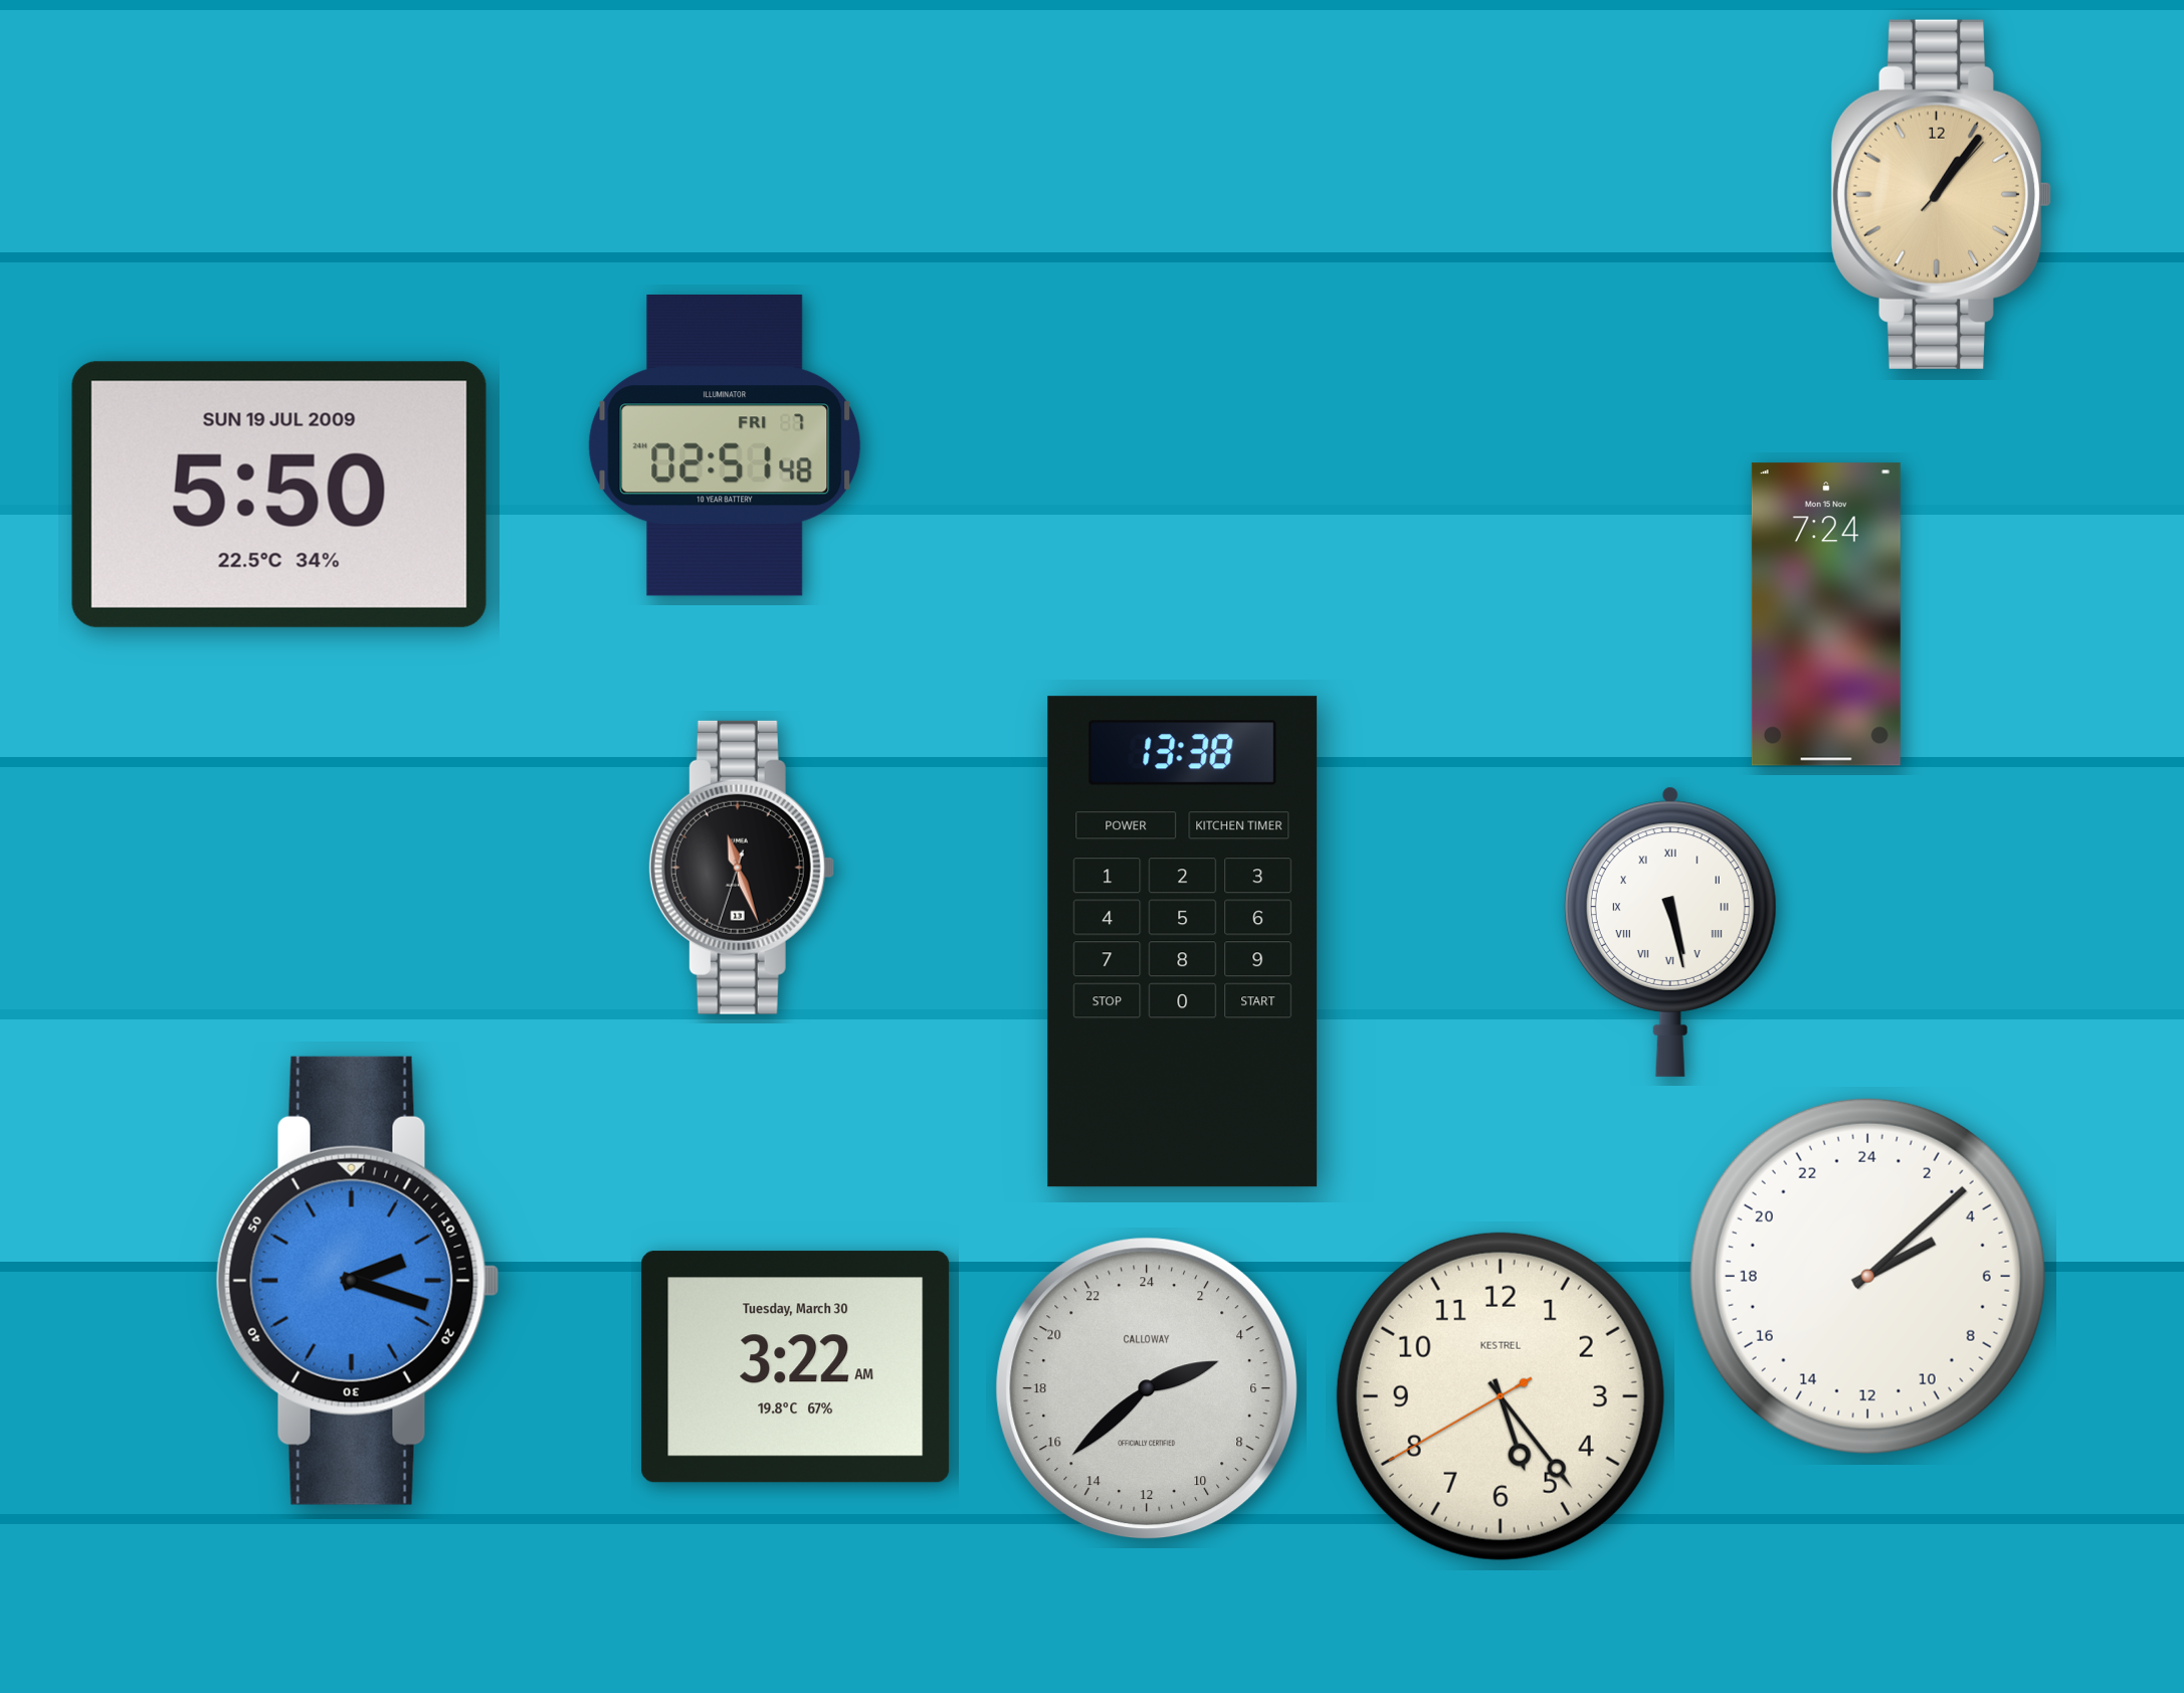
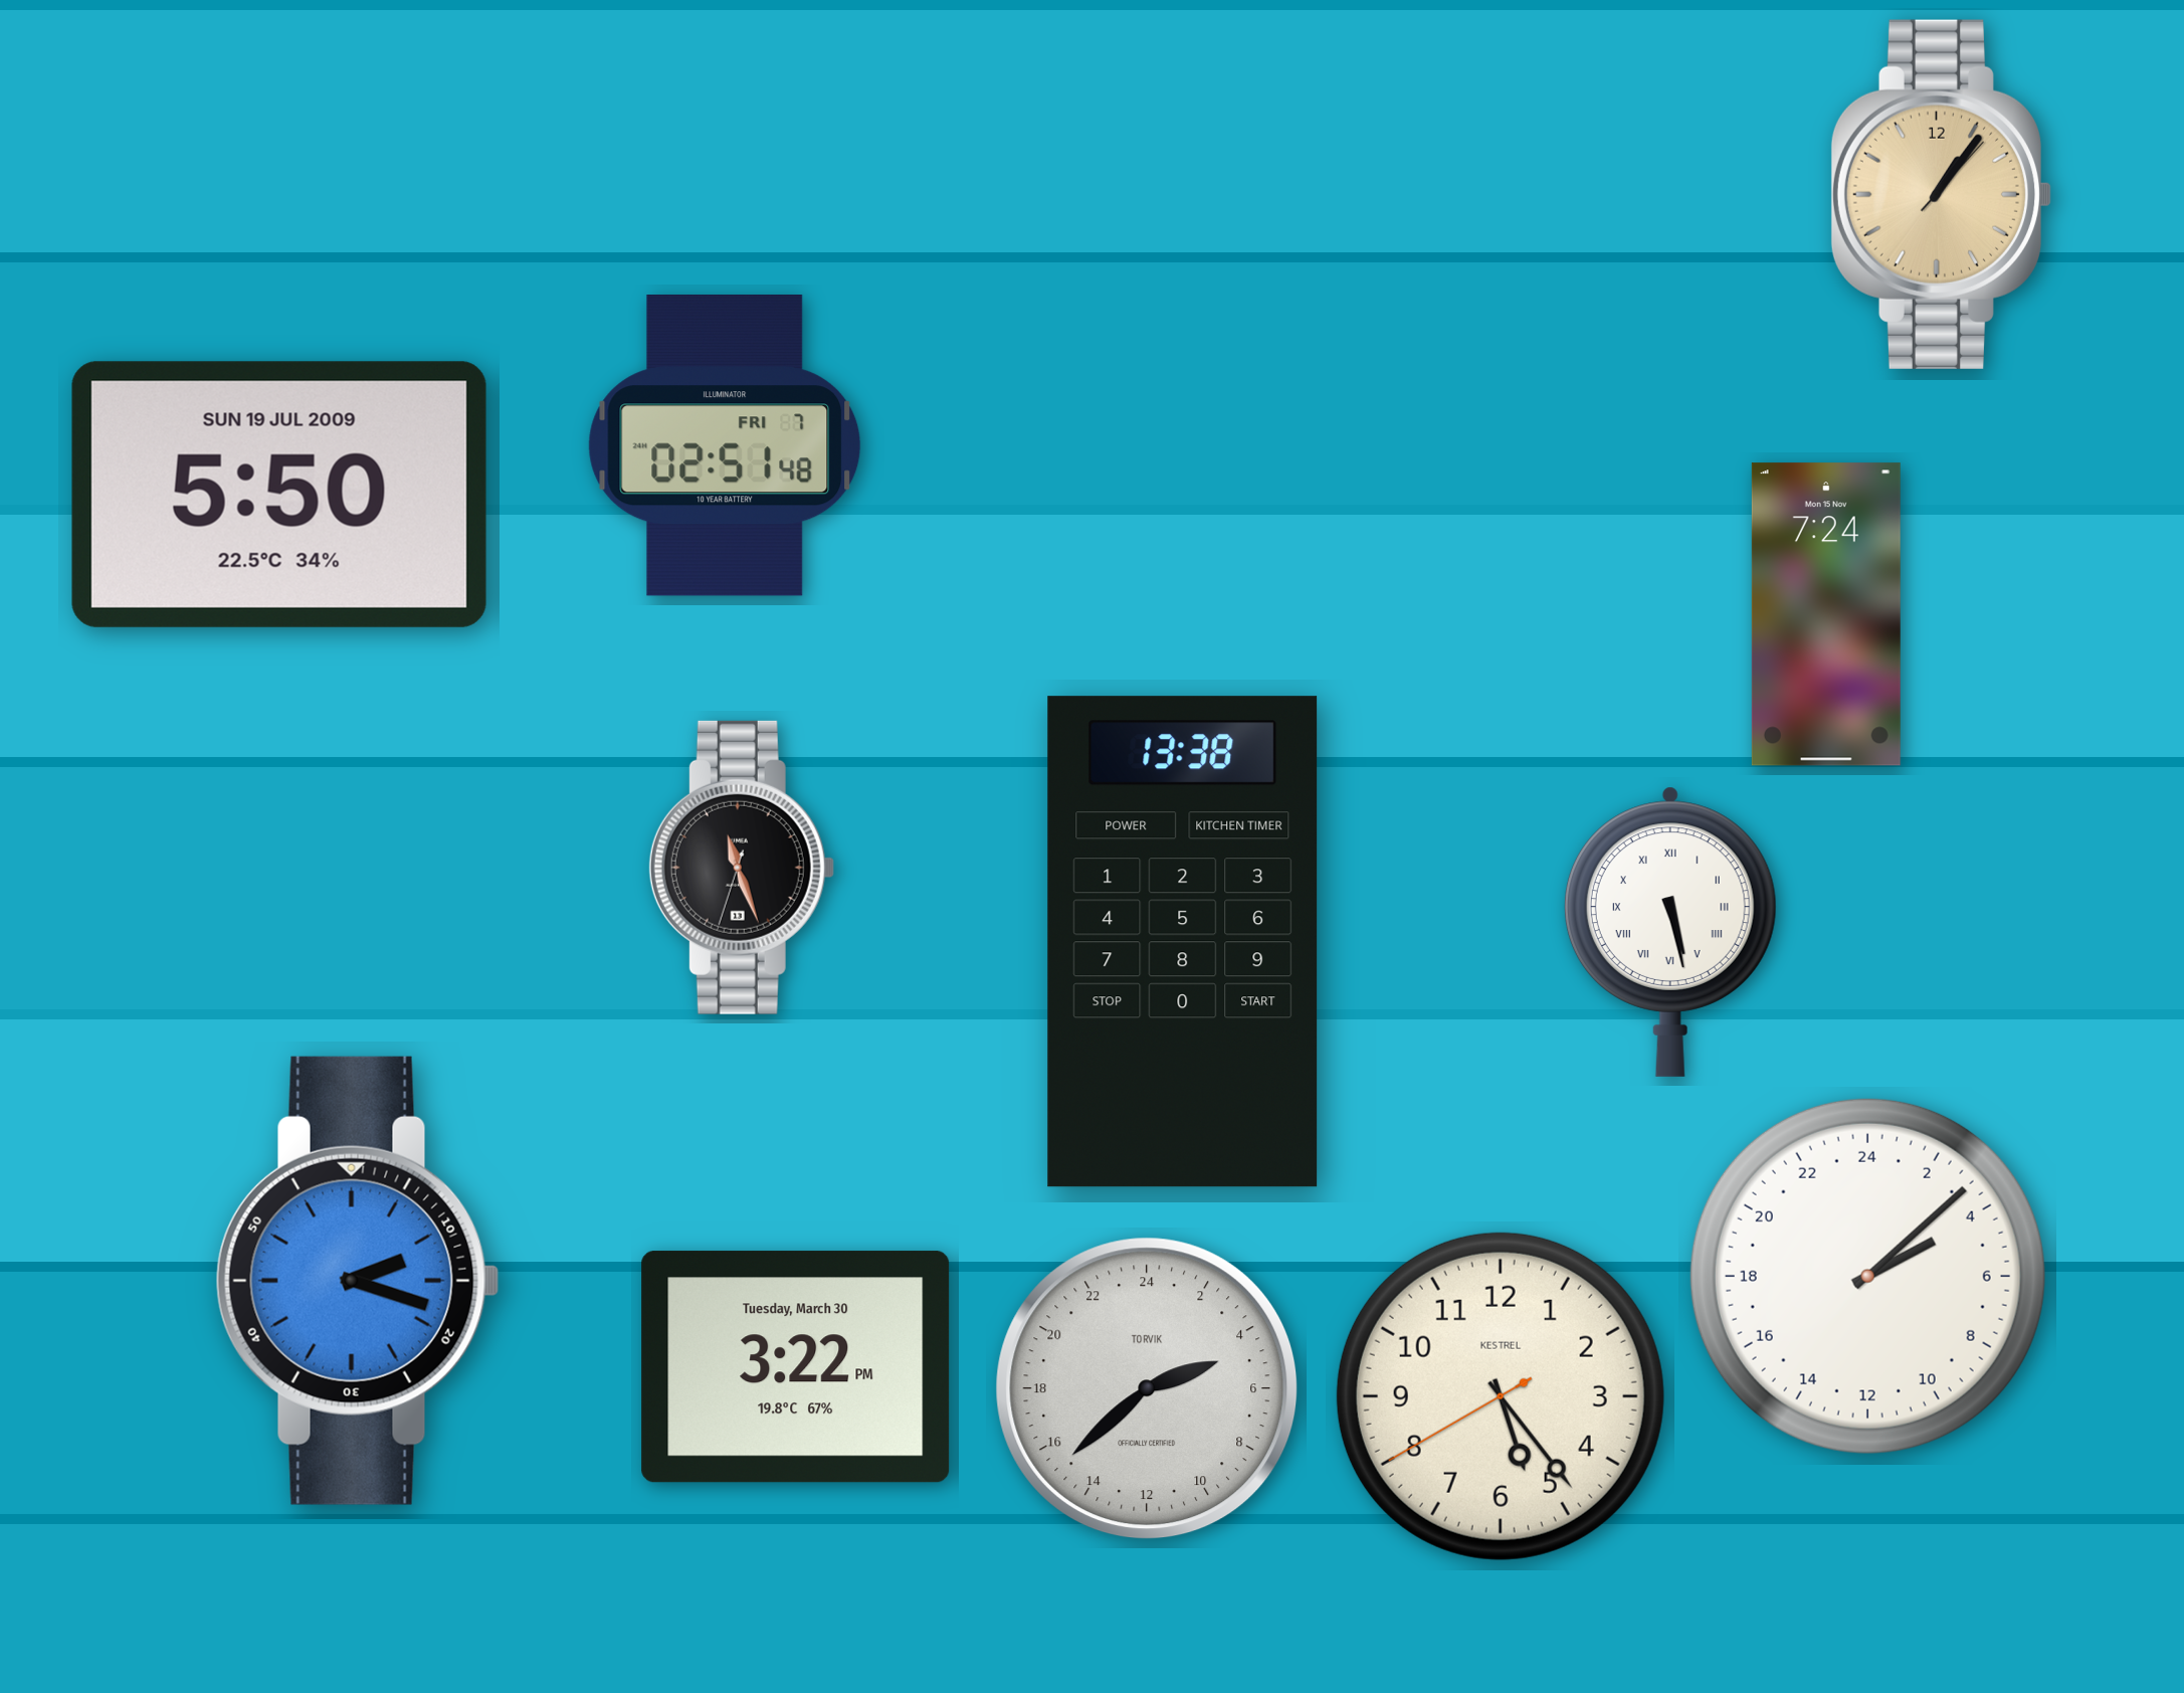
clock at (796, 1367): 3:22 AM -> 3:22 PM
clock at (1147, 1388) brand: CALLOWAY -> TORVIK
